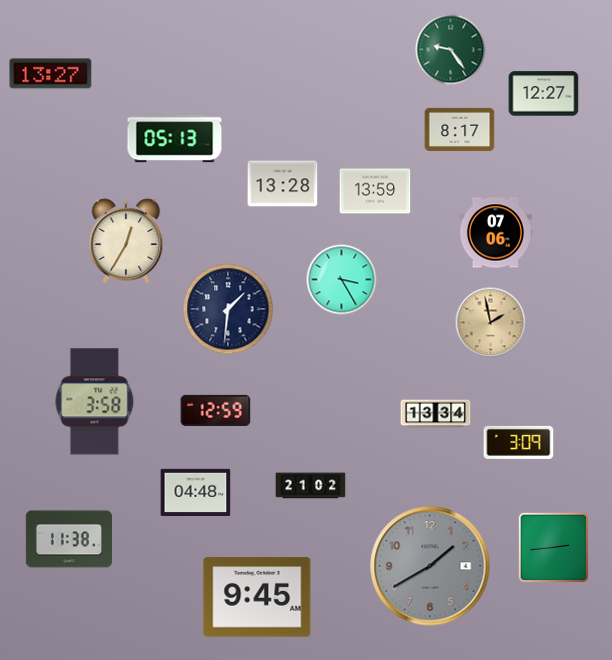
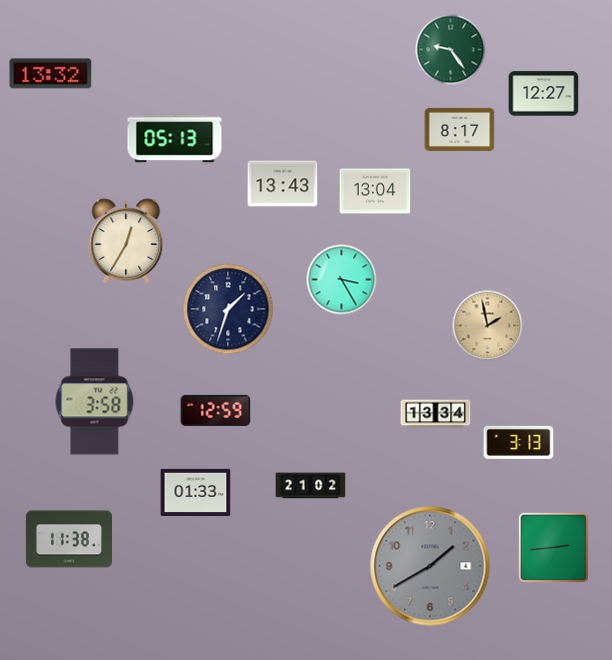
clock at (51, 74): 13:27 -> 13:32
clock at (283, 184): 13:28 -> 13:43
clock at (375, 191): 13:59 -> 13:04
clock at (495, 233): 07:06 -> none
clock at (228, 309): 1:31 -> 1:33
clock at (491, 323) position: (491, 323) -> (488, 326)
clock at (519, 442): 3:09 -> 3:13
clock at (196, 492): 04:48 -> 01:33
clock at (257, 597): 9:45 -> none
